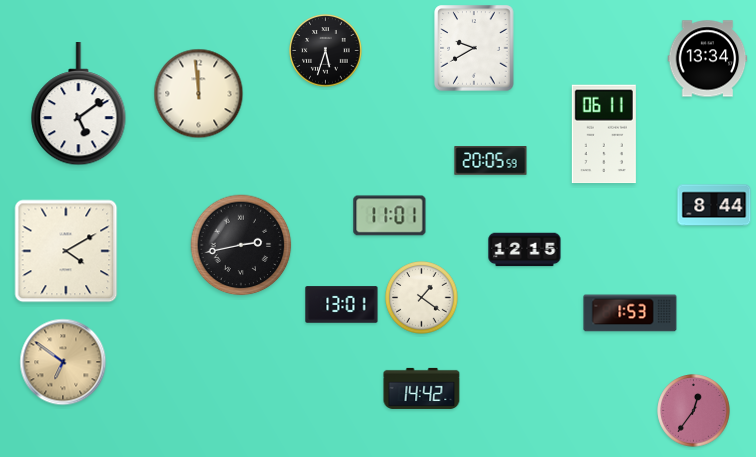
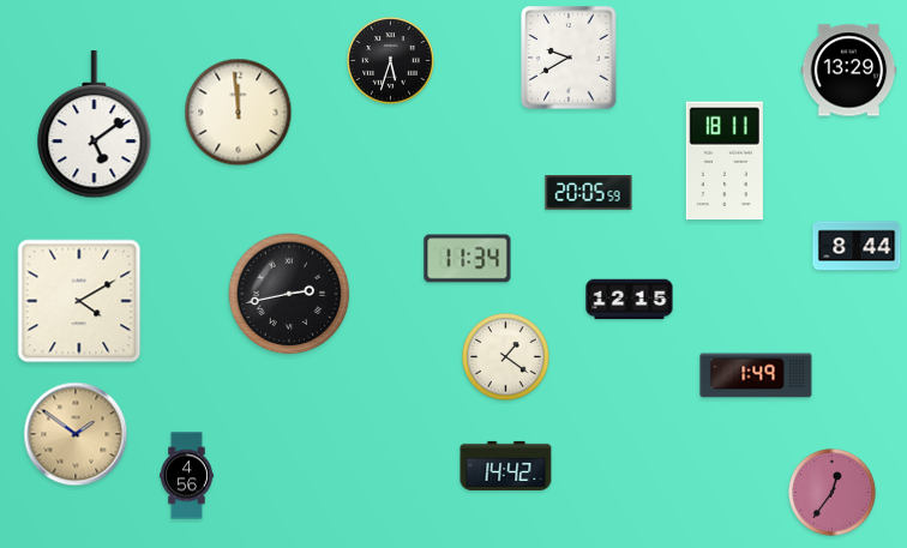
clock at (708, 59): 13:34 -> 13:29
clock at (604, 134): 06:11 -> 18:11
clock at (390, 216): 11:01 -> 11:34
clock at (342, 305): 13:01 -> none
clock at (630, 313): 1:53 -> 1:49
clock at (63, 362): 6:51 -> 1:51
clock at (187, 476): none -> 4:56
